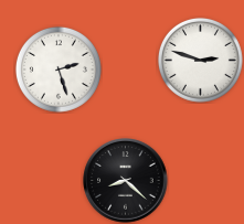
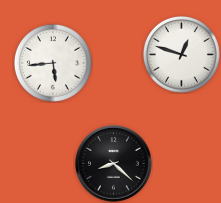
clock at (200, 60): 2:48 -> 12:48
clock at (59, 70): 2:27 -> 5:44
